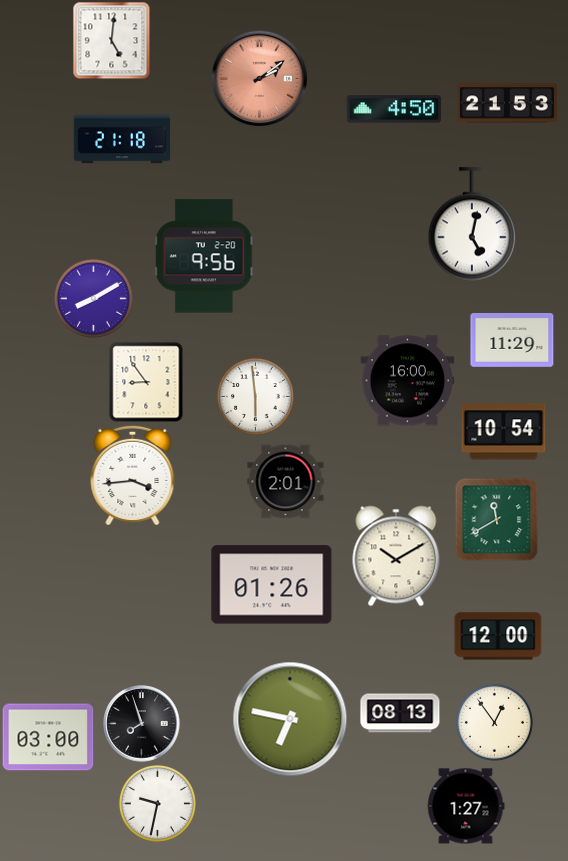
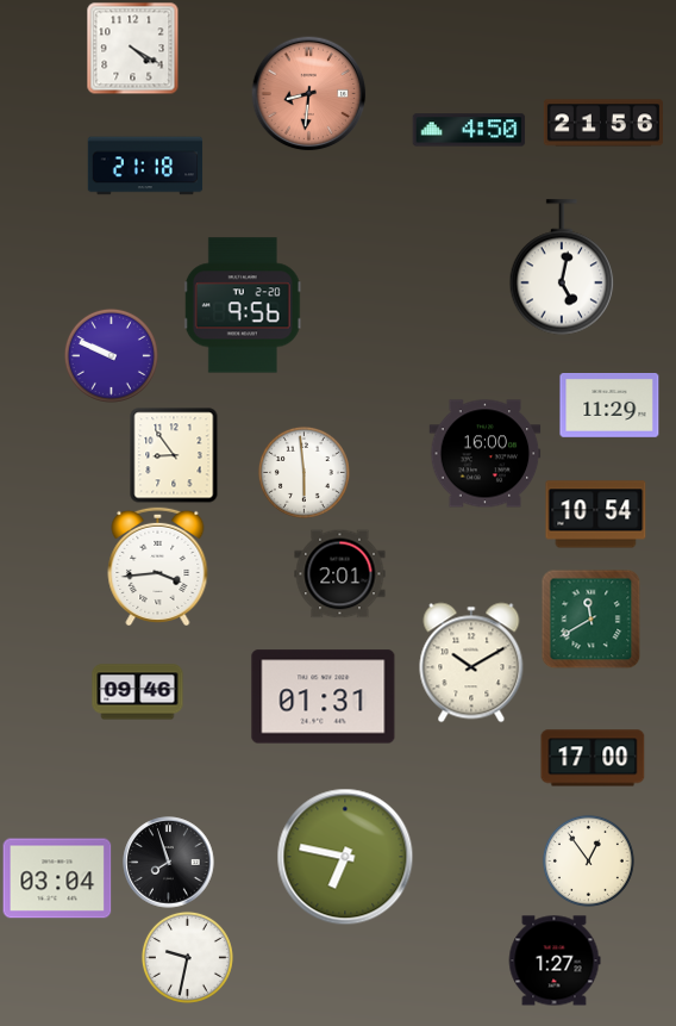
clock at (111, 40): 5:01 -> 4:20
clock at (260, 79): 2:09 -> 8:31
clock at (507, 103): 21:53 -> 21:56
clock at (93, 298): 8:10 -> 9:49
clock at (504, 432) position: (504, 432) -> (596, 515)
clock at (138, 692): none -> 09:46
clock at (272, 585): 01:26 -> 01:31
clock at (498, 636): 12:00 -> 17:00
clock at (400, 713): 08:13 -> none
clock at (48, 737): 03:00 -> 03:04
